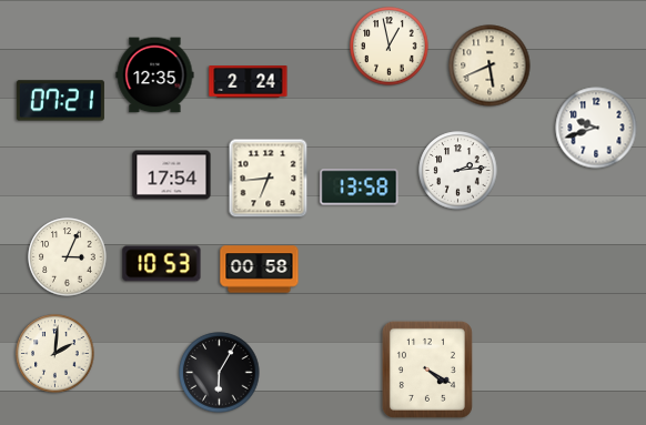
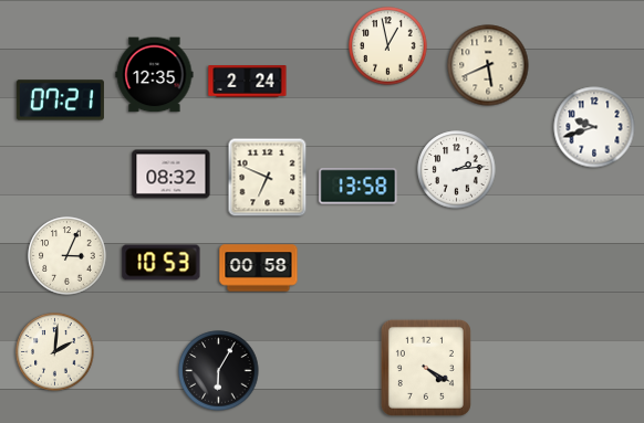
clock at (172, 175): 17:54 -> 08:32
clock at (269, 179): 6:44 -> 6:49
